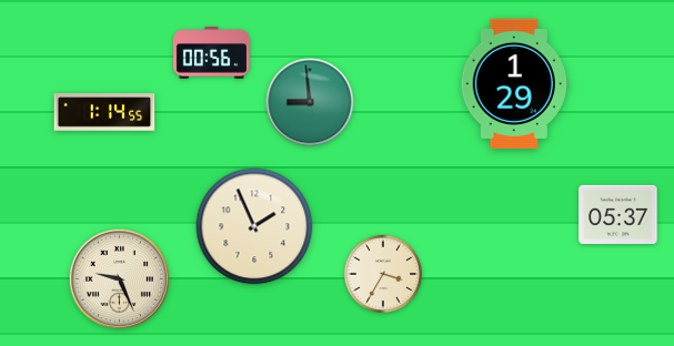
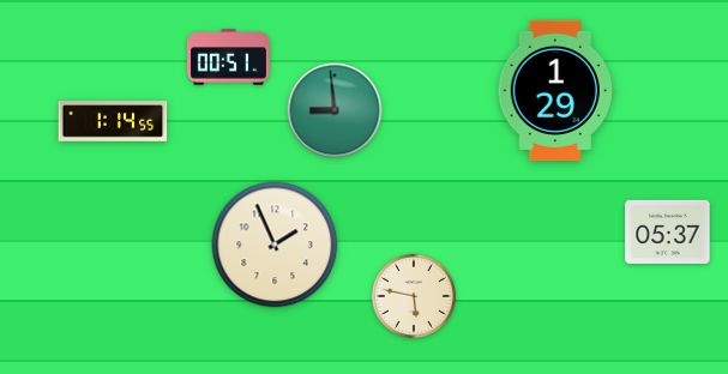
clock at (211, 53): 00:56 -> 00:51
clock at (383, 274): 3:35 -> 5:47
clock at (119, 278): 9:26 -> none
